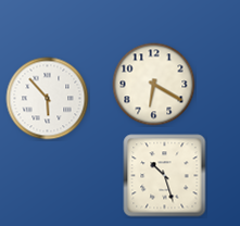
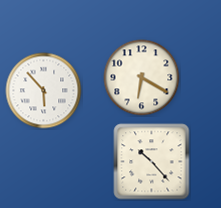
clock at (165, 176): 10:27 -> 10:23
